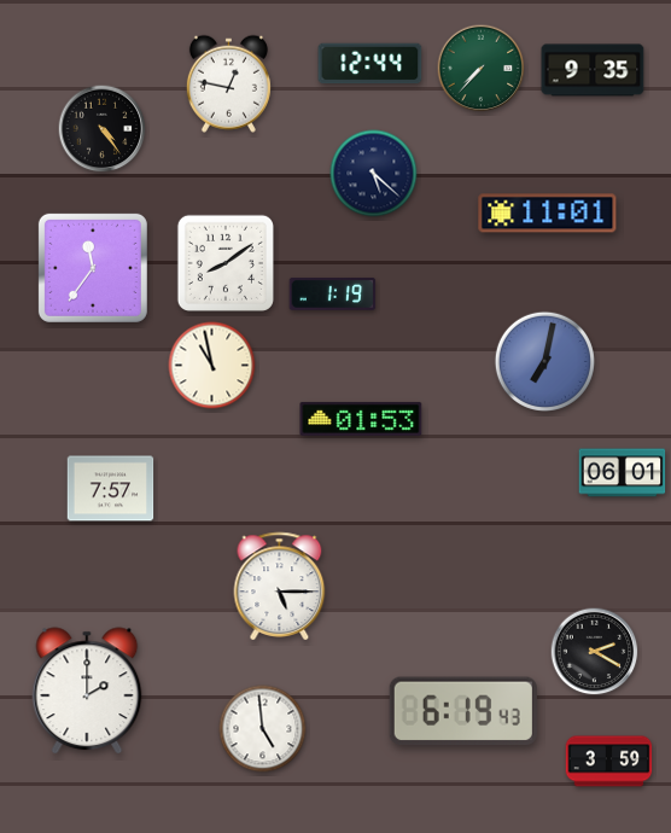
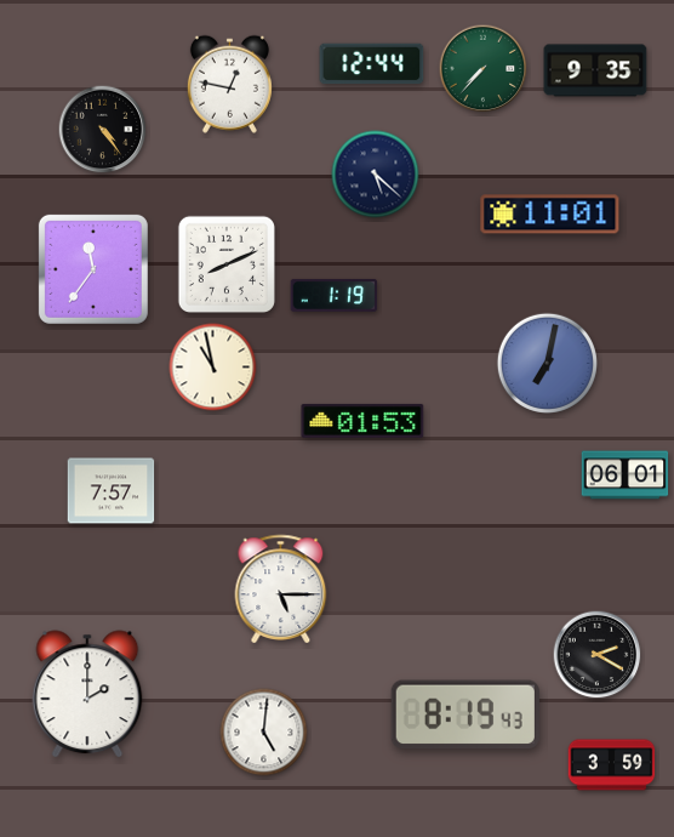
clock at (226, 263): 8:09 -> 8:11
clock at (463, 711): 6:19 -> 8:19
clock at (263, 729): 4:59 -> 5:01
